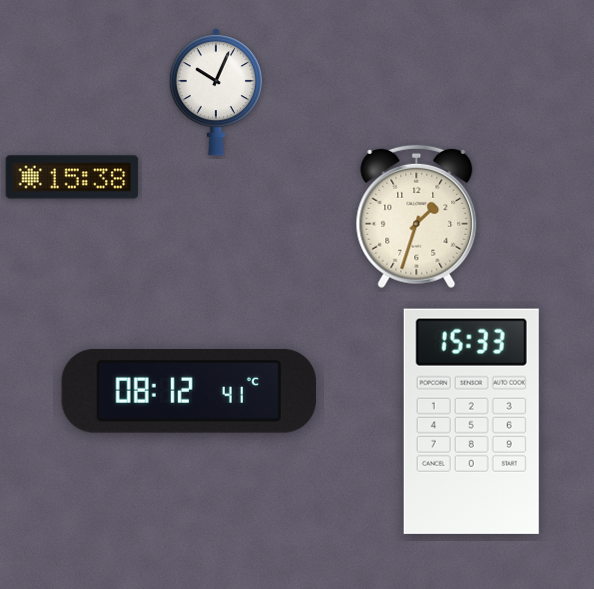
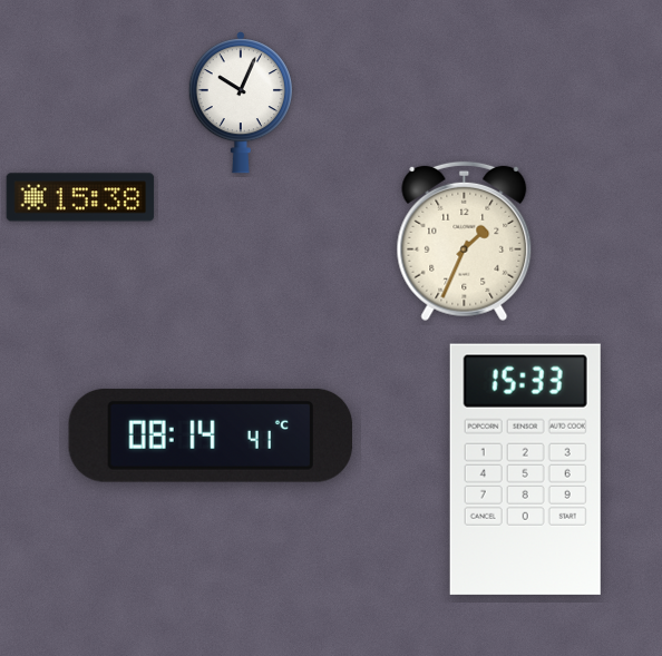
clock at (417, 217): 1:33 -> 1:34
clock at (188, 391): 08:12 -> 08:14
